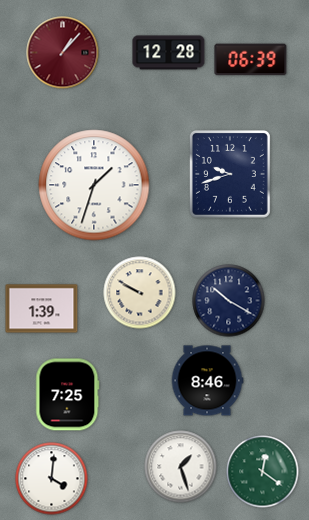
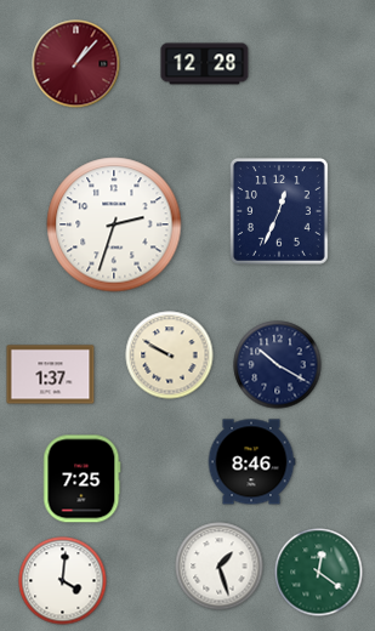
clock at (251, 60): 06:39 -> none
clock at (230, 174): 9:42 -> 12:34
clock at (94, 185): 1:33 -> 2:33
clock at (42, 309): 1:39 -> 1:37
